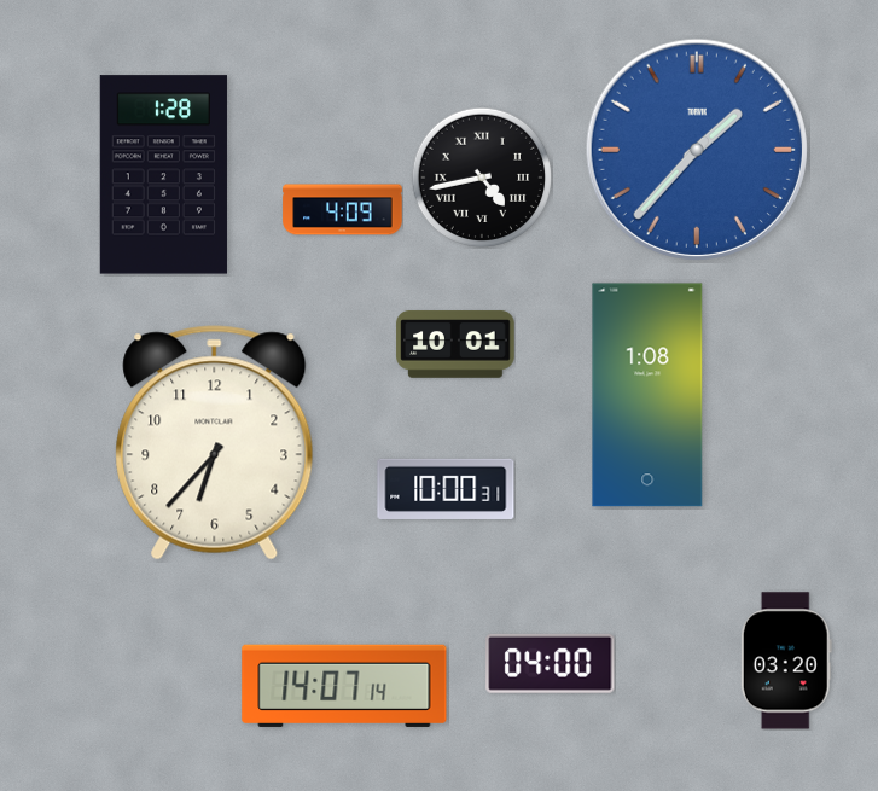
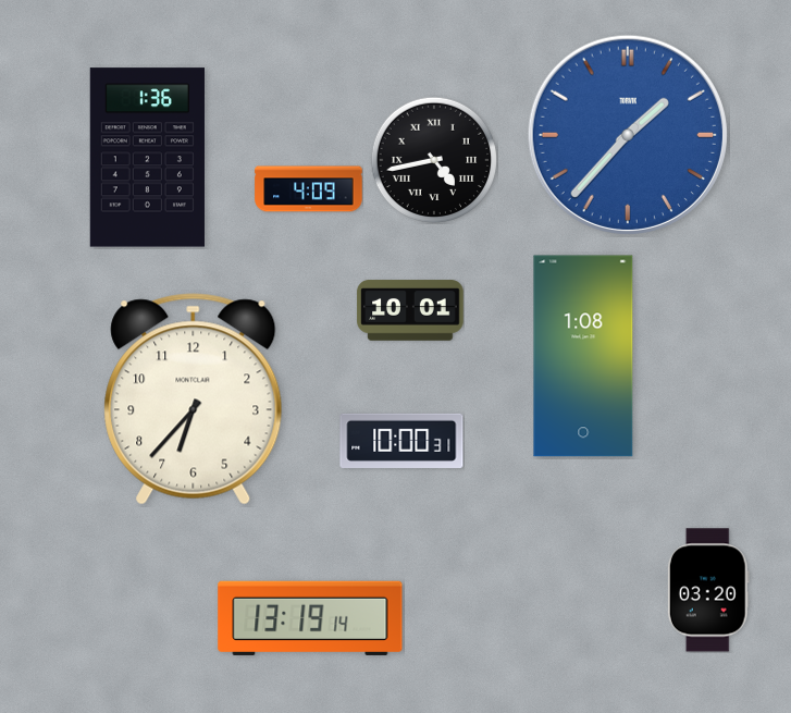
clock at (163, 175): 1:28 -> 1:36
clock at (786, 661) position: (786, 661) -> (708, 590)
clock at (551, 663): 04:00 -> none
clock at (344, 686): 14:07 -> 13:19
